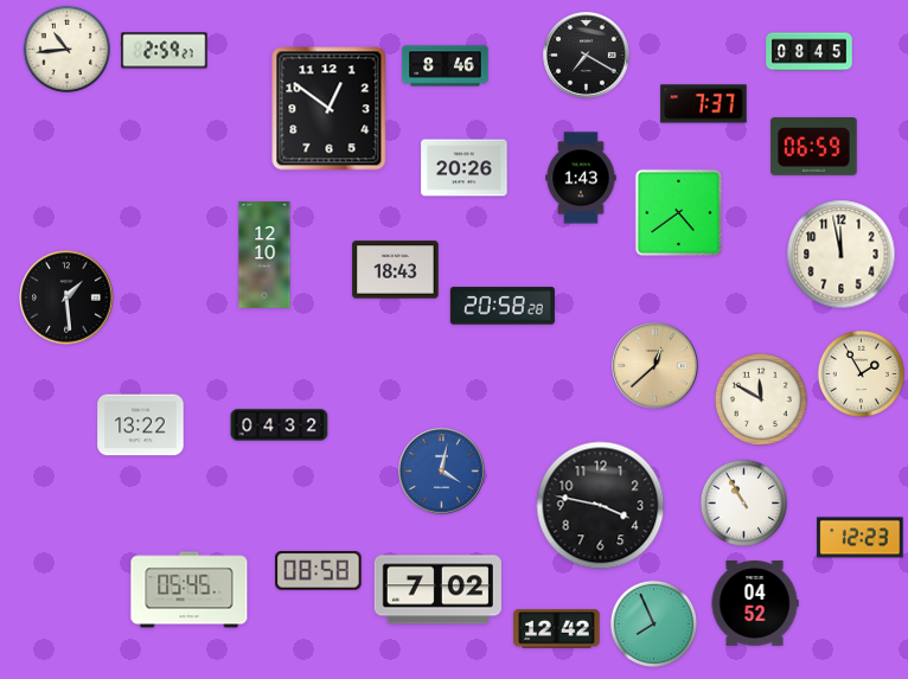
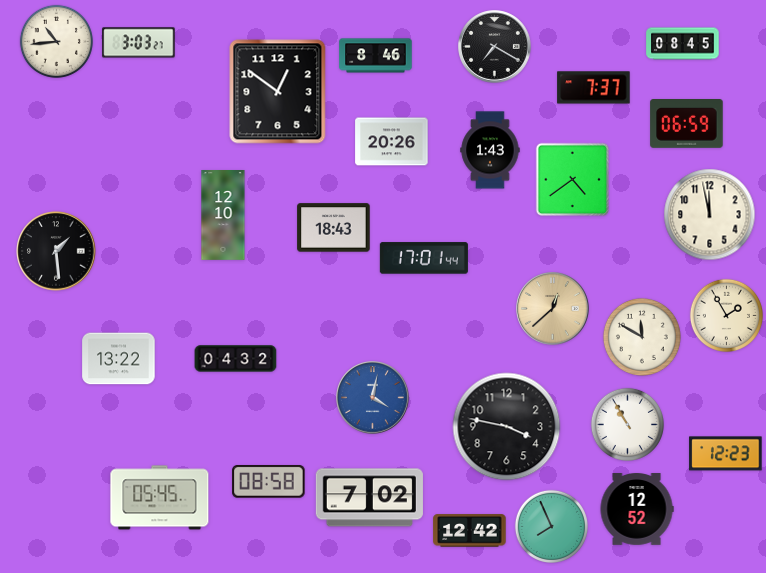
clock at (165, 51): 2:59 -> 3:03
clock at (503, 306): 20:58 -> 17:01
clock at (755, 603): 04:52 -> 12:52
